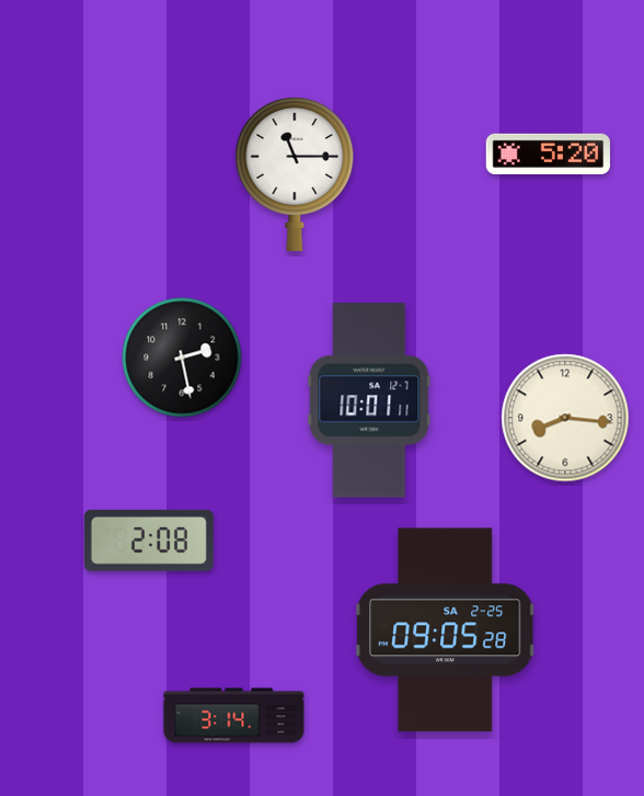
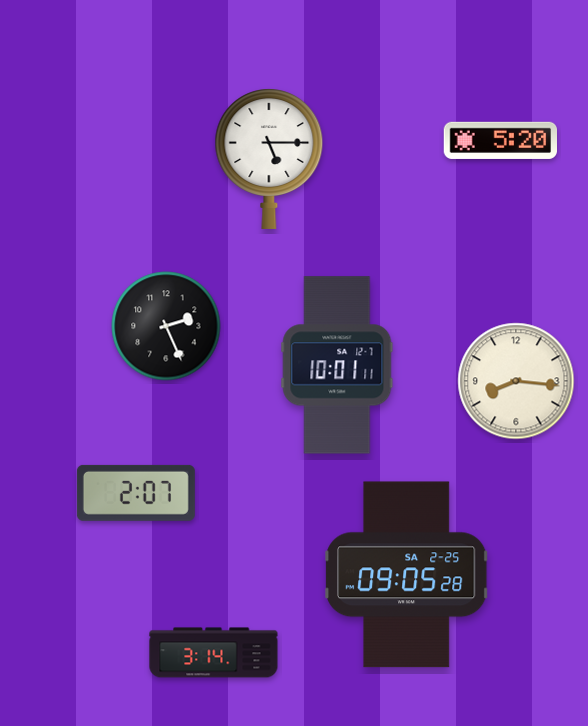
clock at (295, 174): 11:15 -> 5:15
clock at (182, 357): 2:28 -> 2:26
clock at (149, 541): 2:08 -> 2:07
